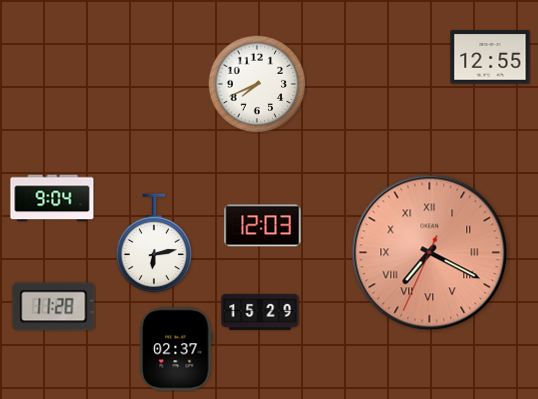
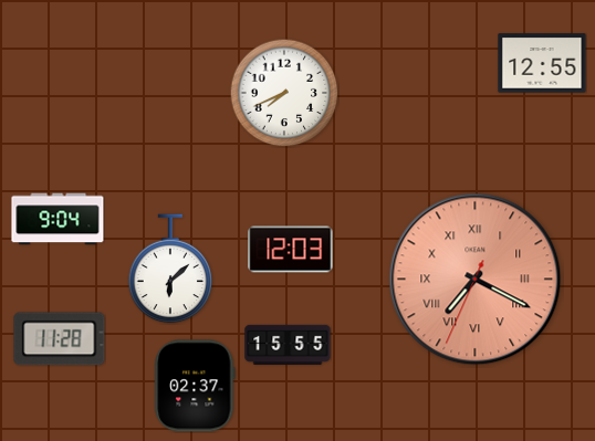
clock at (154, 243): 6:13 -> 6:08
clock at (260, 312): 15:29 -> 15:55
